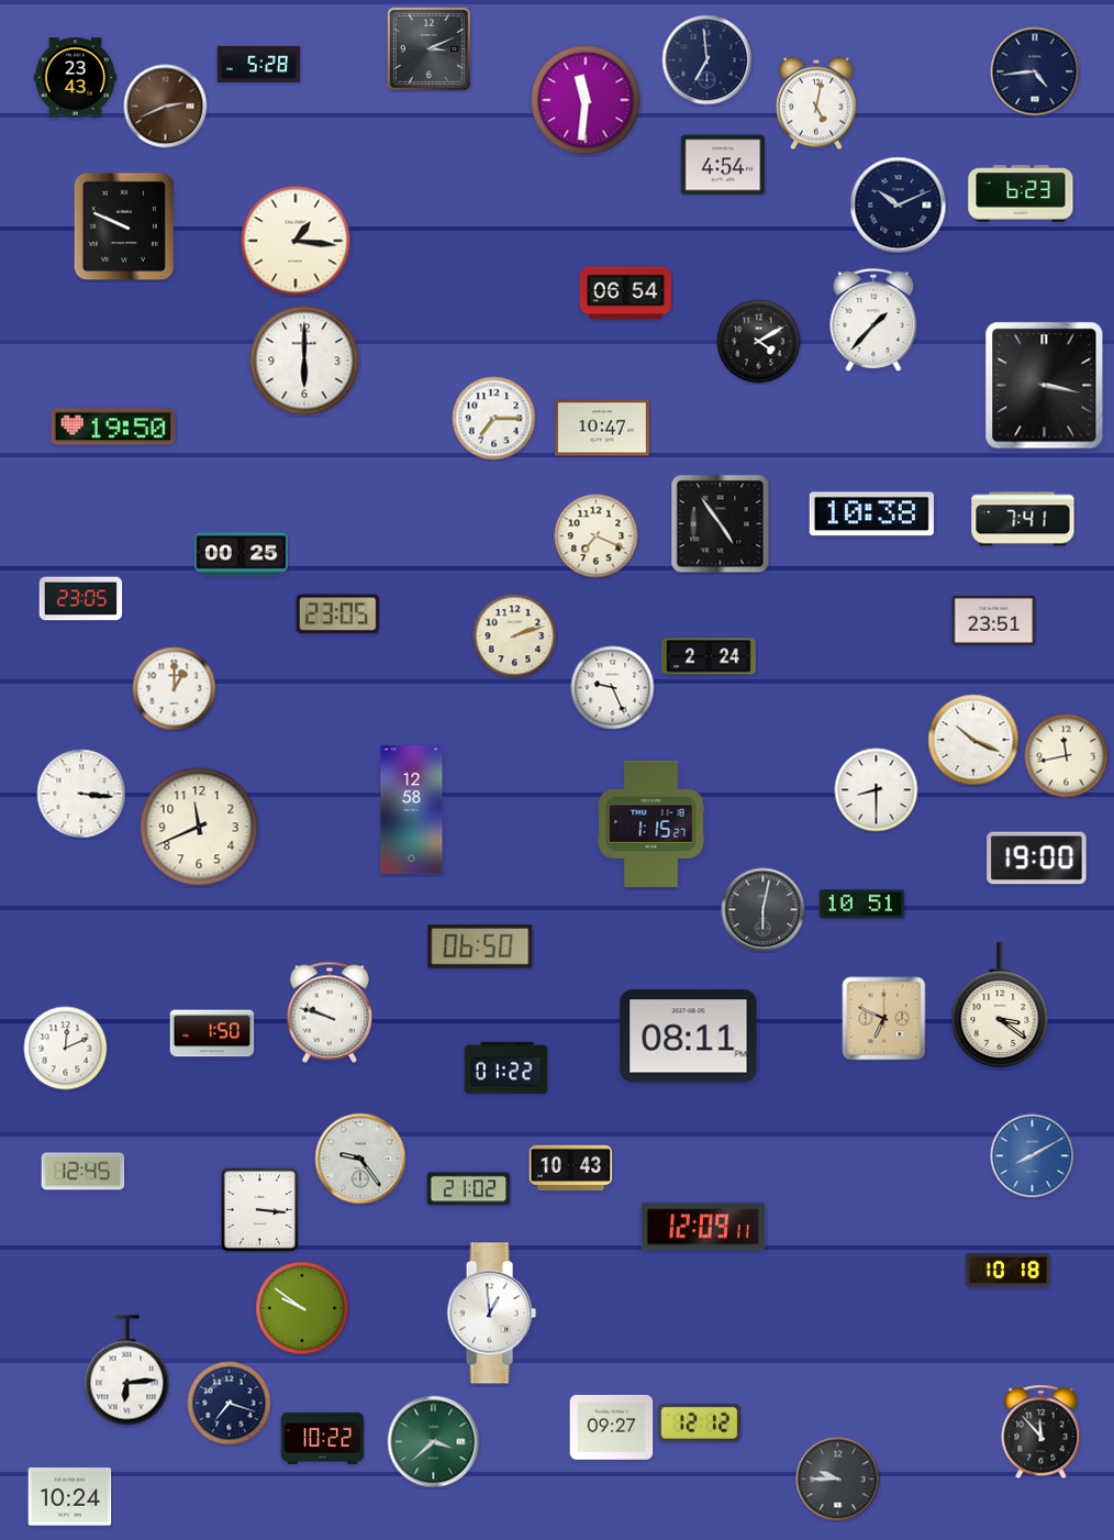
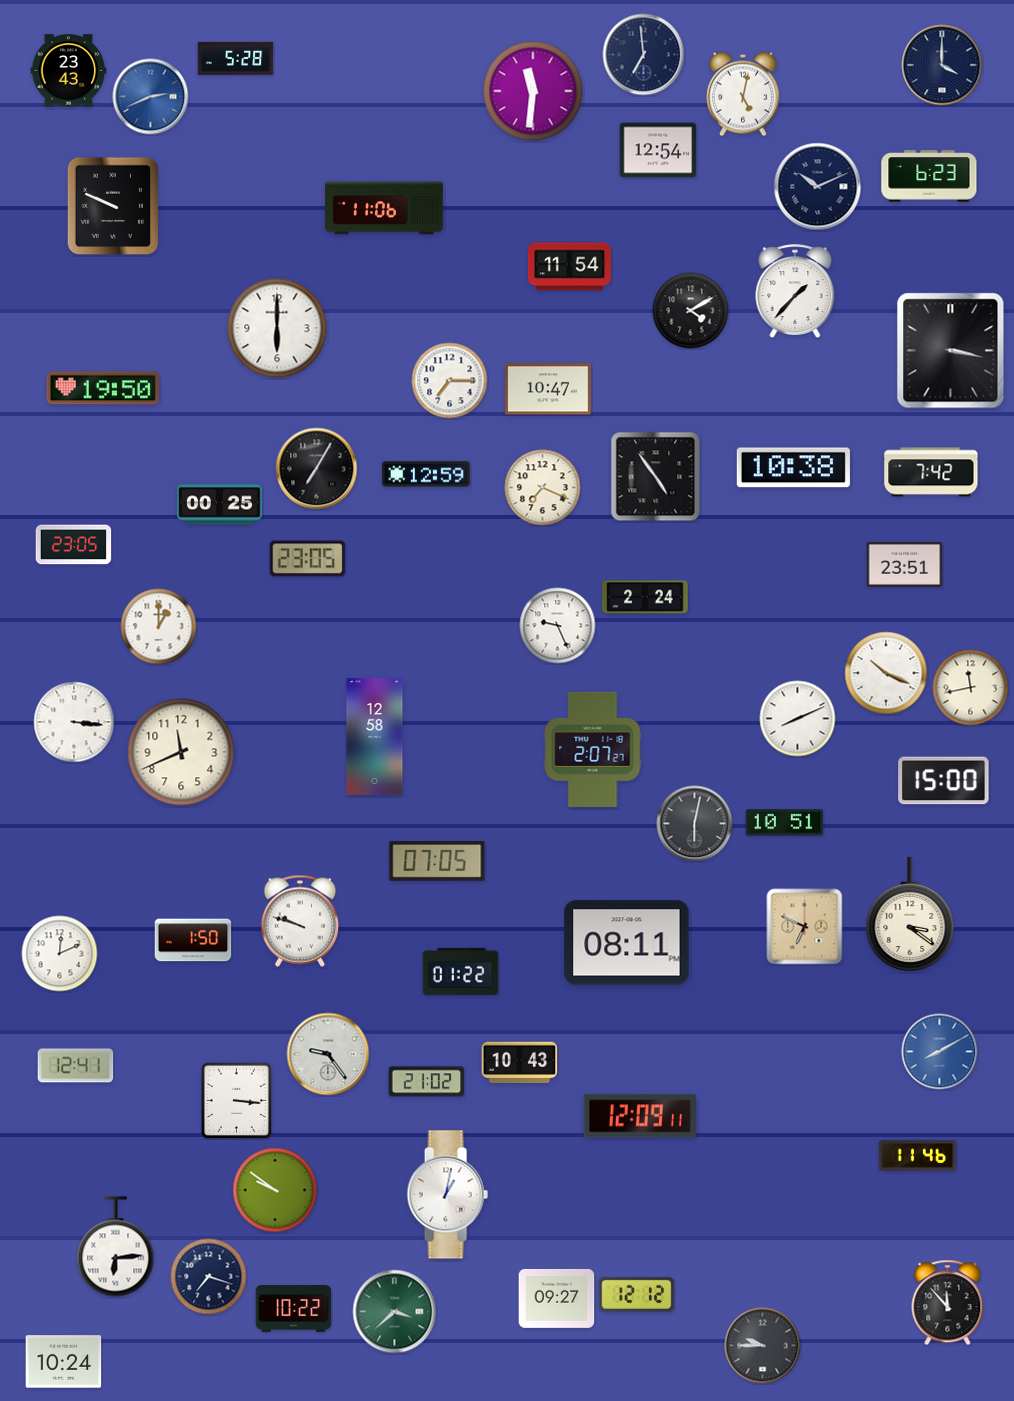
clock at (428, 48): 3:11 -> none
clock at (1035, 71): 4:44 -> 4:00
clock at (166, 107) dial: brown -> blue
clock at (723, 165): 4:54 -> 12:54
clock at (385, 208): none -> 11:06
clock at (296, 241): 1:16 -> none
clock at (625, 293): 06:54 -> 11:54
clock at (317, 469): none -> 7:05
clock at (1023, 519): 7:41 -> 7:42
clock at (426, 474): none -> 12:59
clock at (515, 636): 2:12 -> none
clock at (877, 790): 8:30 -> 8:11
clock at (651, 823): 1:15 -> 2:07
clock at (1037, 858): 19:00 -> 15:00
clock at (764, 910) position: (764, 910) -> (695, 824)
clock at (480, 946): 06:50 -> 07:05
clock at (83, 1172): 12:45 -> 12:41
clock at (1009, 1271): 10:18 -> 11:46
clock at (491, 1314): 12:59 -> 1:02
